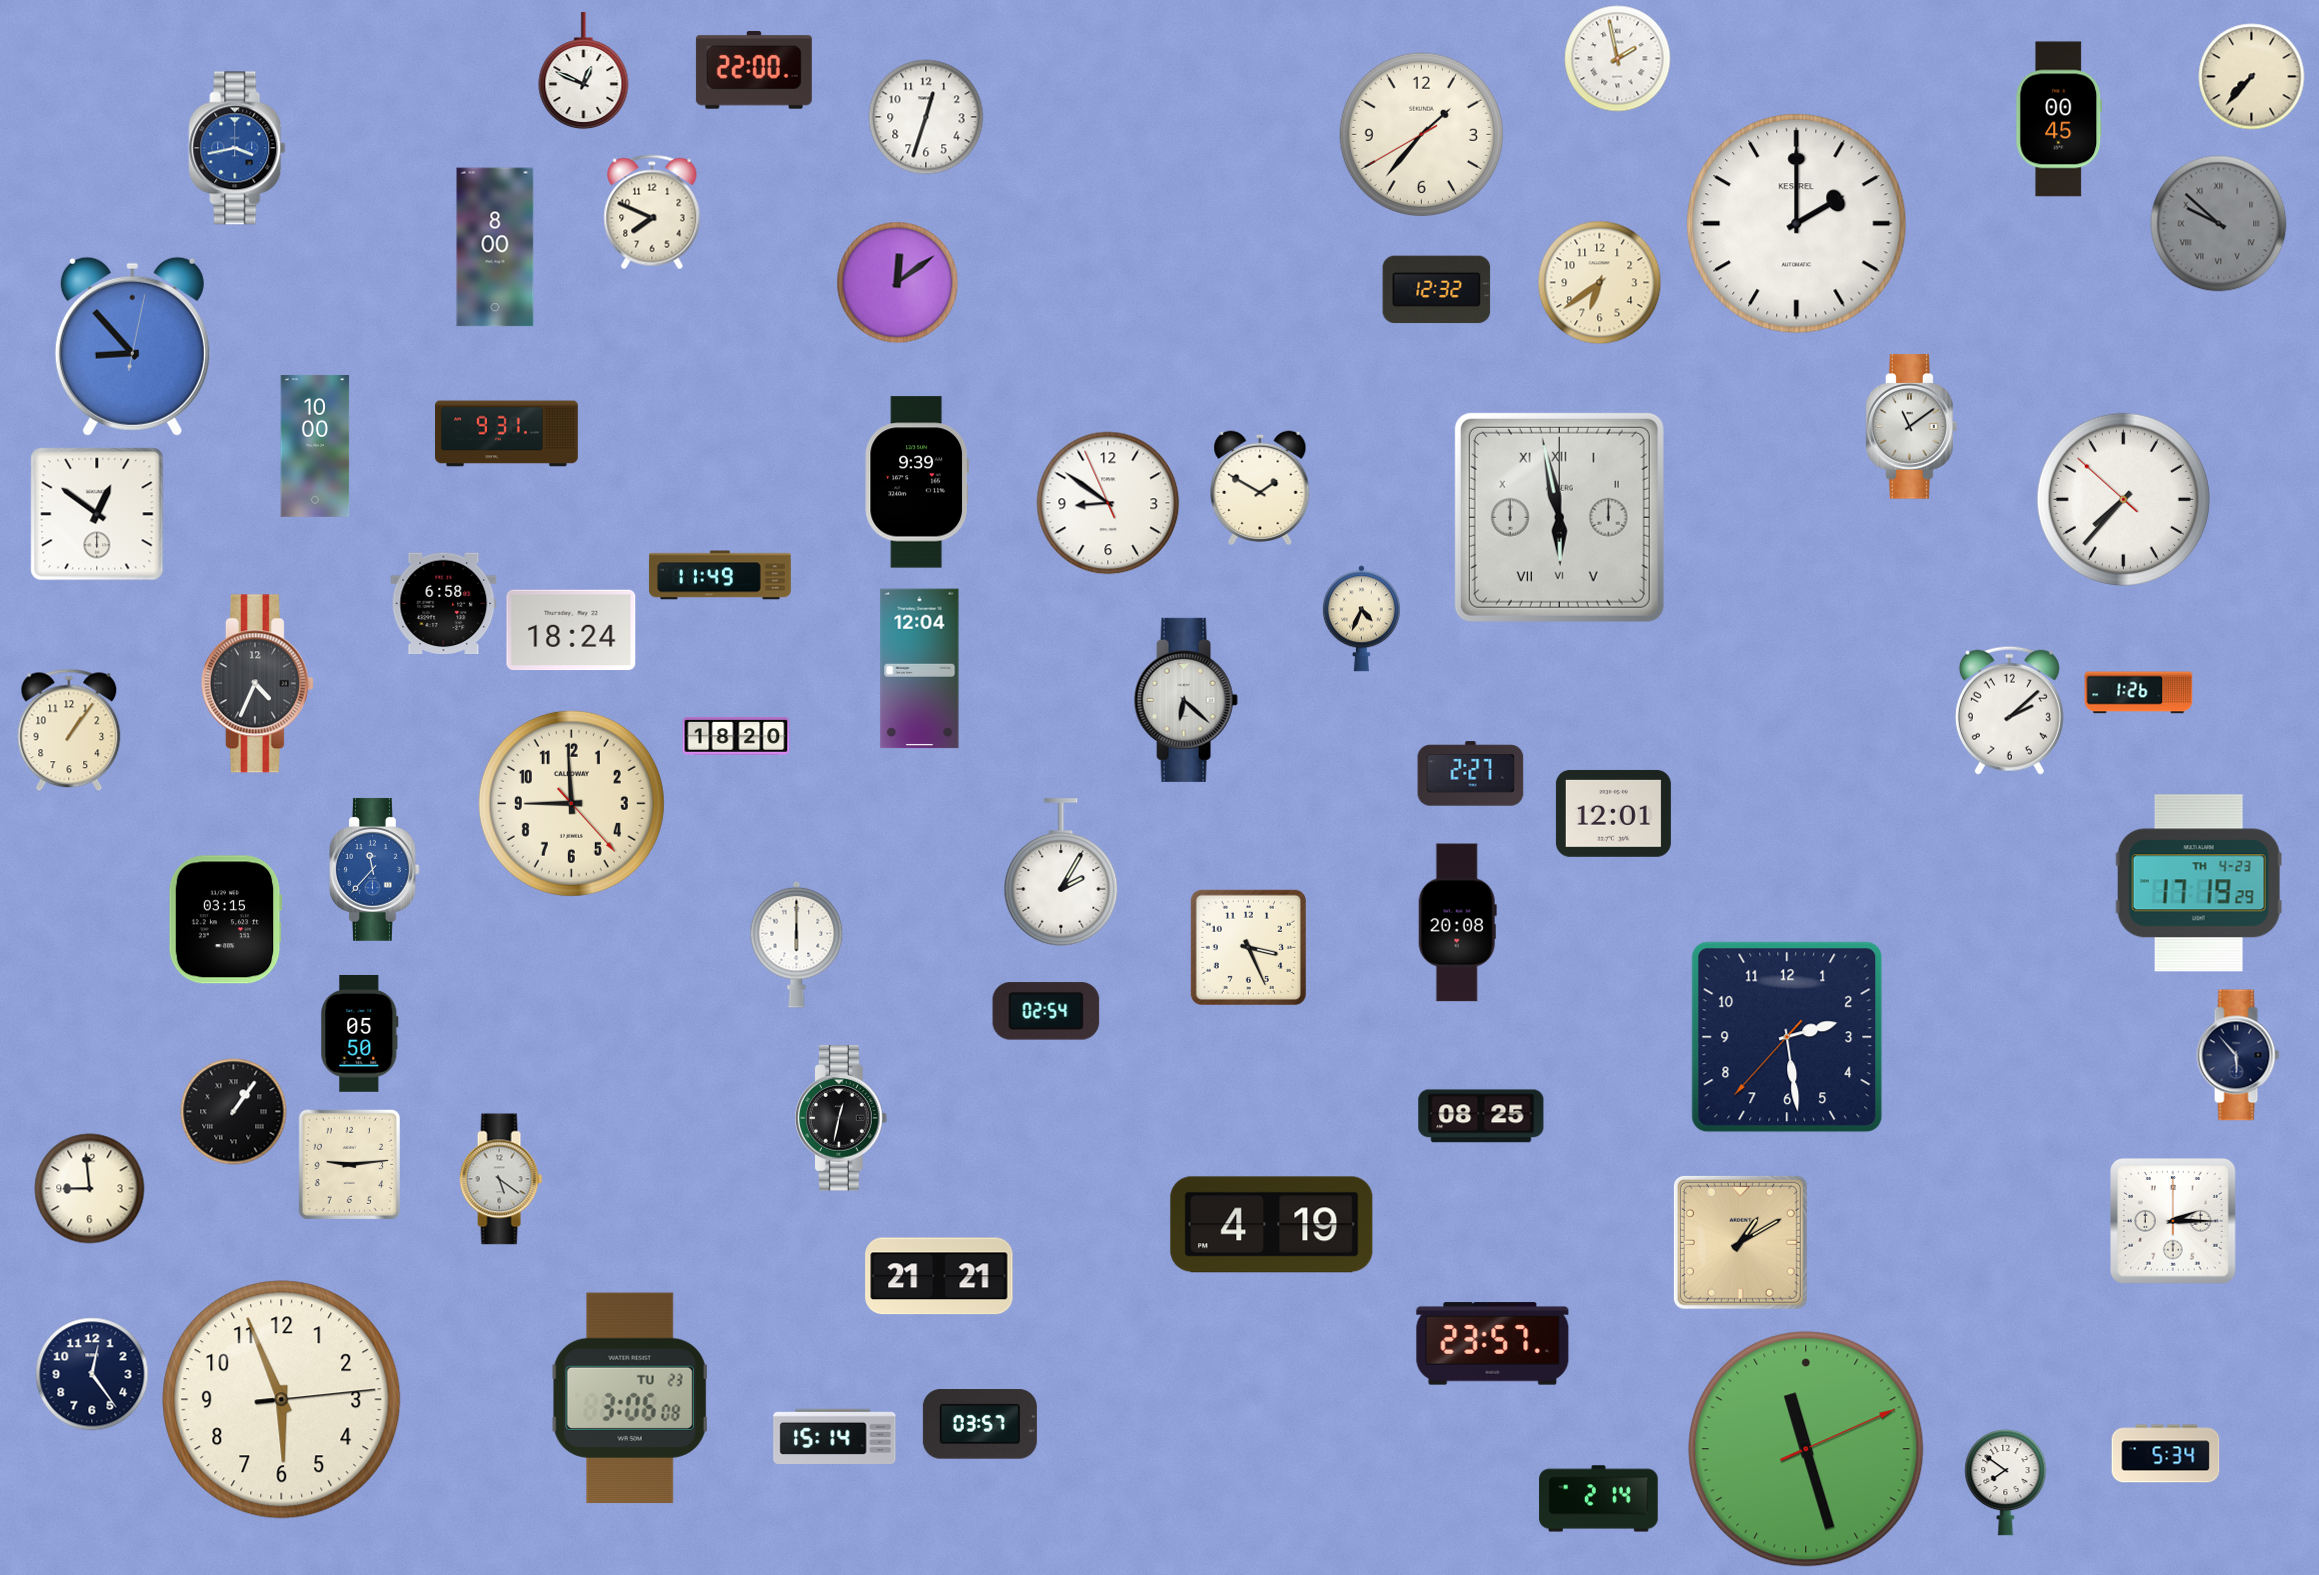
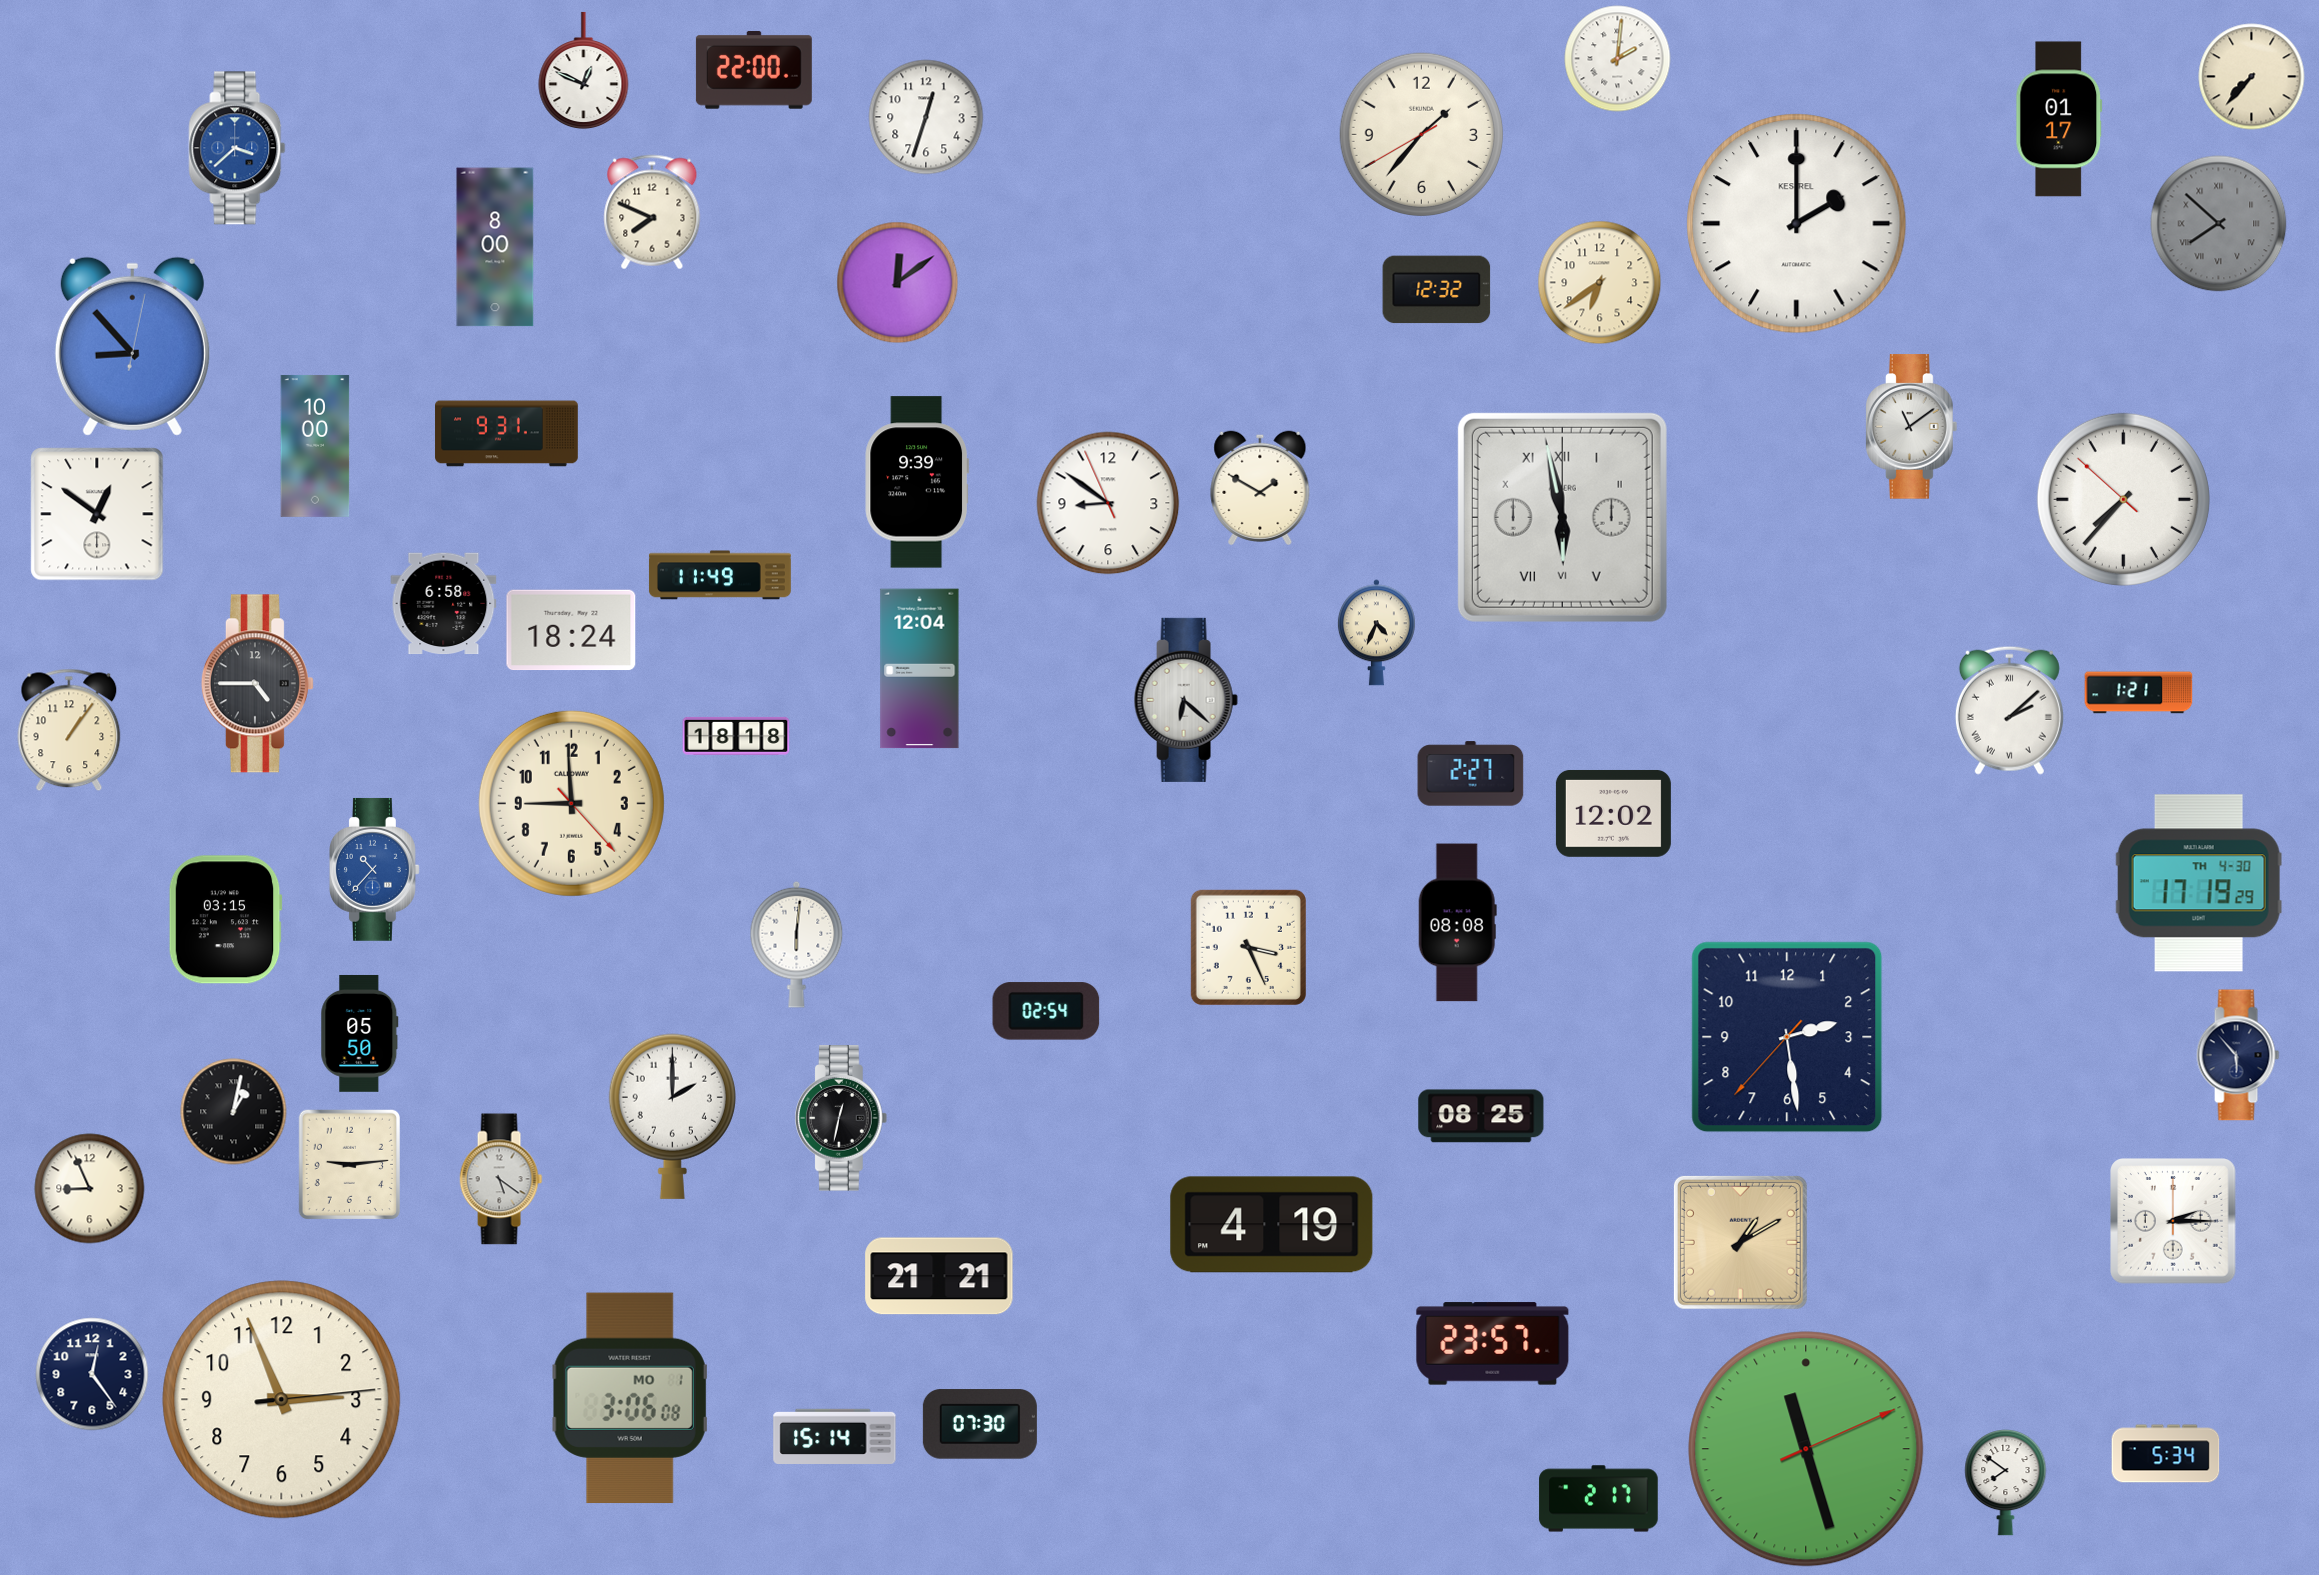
clock at (1618, 59): 1:58 -> 2:01
clock at (2059, 119): 00:45 -> 01:17
clock at (237, 148): 3:43 -> 3:38
clock at (2219, 224): 9:52 -> 7:52
clock at (1559, 517) position: (1559, 517) -> (1562, 517)
clock at (1361, 619) position: (1361, 619) -> (1376, 633)
clock at (257, 684): 4:34 -> 4:45
clock at (2139, 693): 1:26 -> 1:21
clock at (2009, 710) numerals: Arabic -> Roman
clock at (736, 736): 18:20 -> 18:18
clock at (1613, 813): 12:01 -> 12:02
clock at (375, 870): 11:37 -> 10:37
clock at (1061, 872): 2:05 -> none
clock at (2199, 883) date: TH 4-23 -> TH 4-30
clock at (1457, 923): 20:08 -> 08:08
clock at (797, 944): 6:00 -> 6:01
clock at (234, 1112): 1:06 -> 1:02
clock at (672, 1116): none -> 2:00
clock at (90, 1189): 8:59 -> 8:56
clock at (630, 1398) date: TU 23 -> MO 1
clock at (282, 1400): 5:56 -> 2:56
clock at (980, 1424): 03:57 -> 07:30
clock at (1599, 1499): 2:14 -> 2:17
